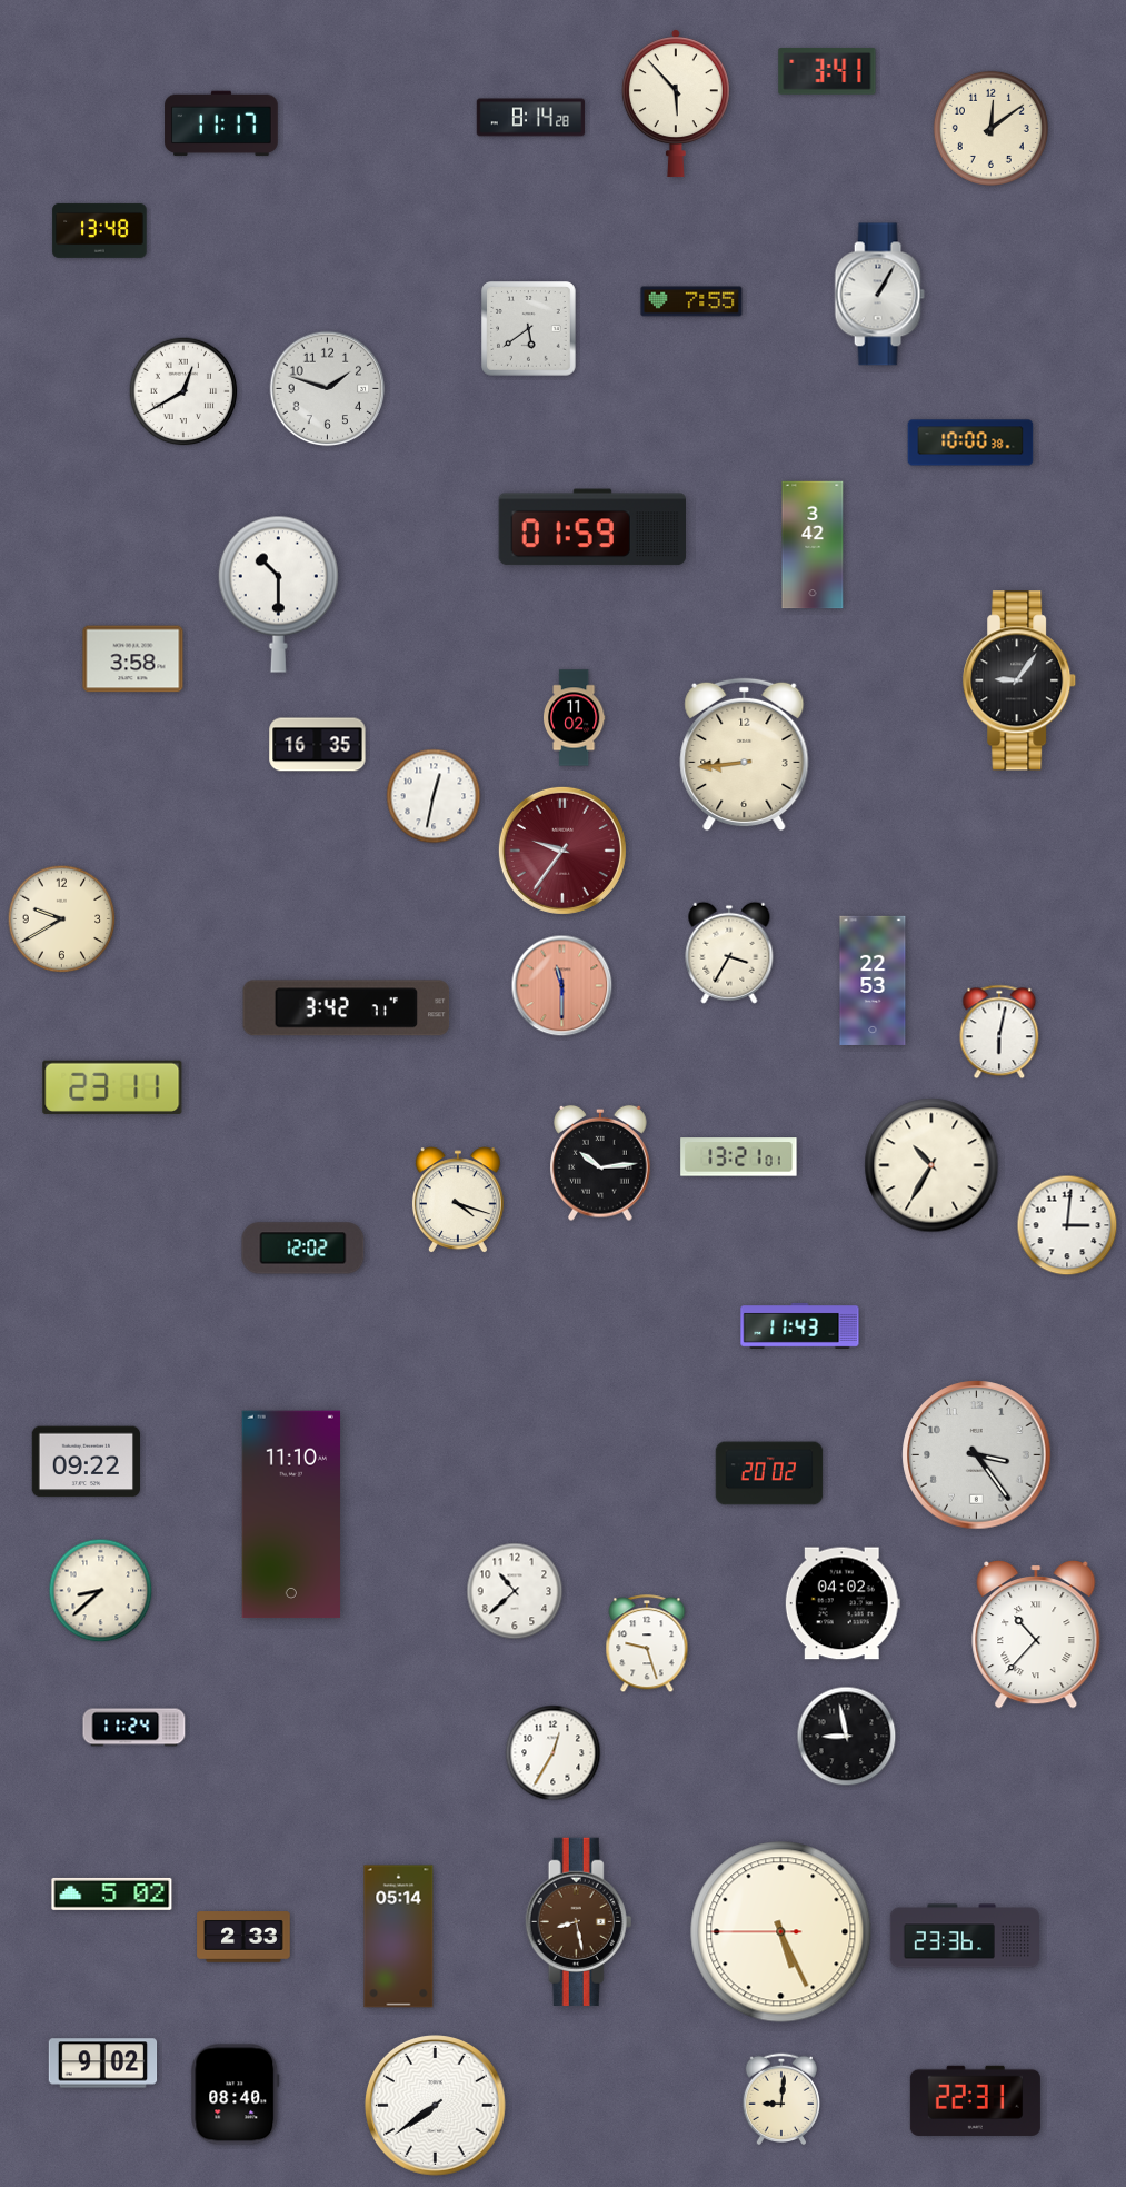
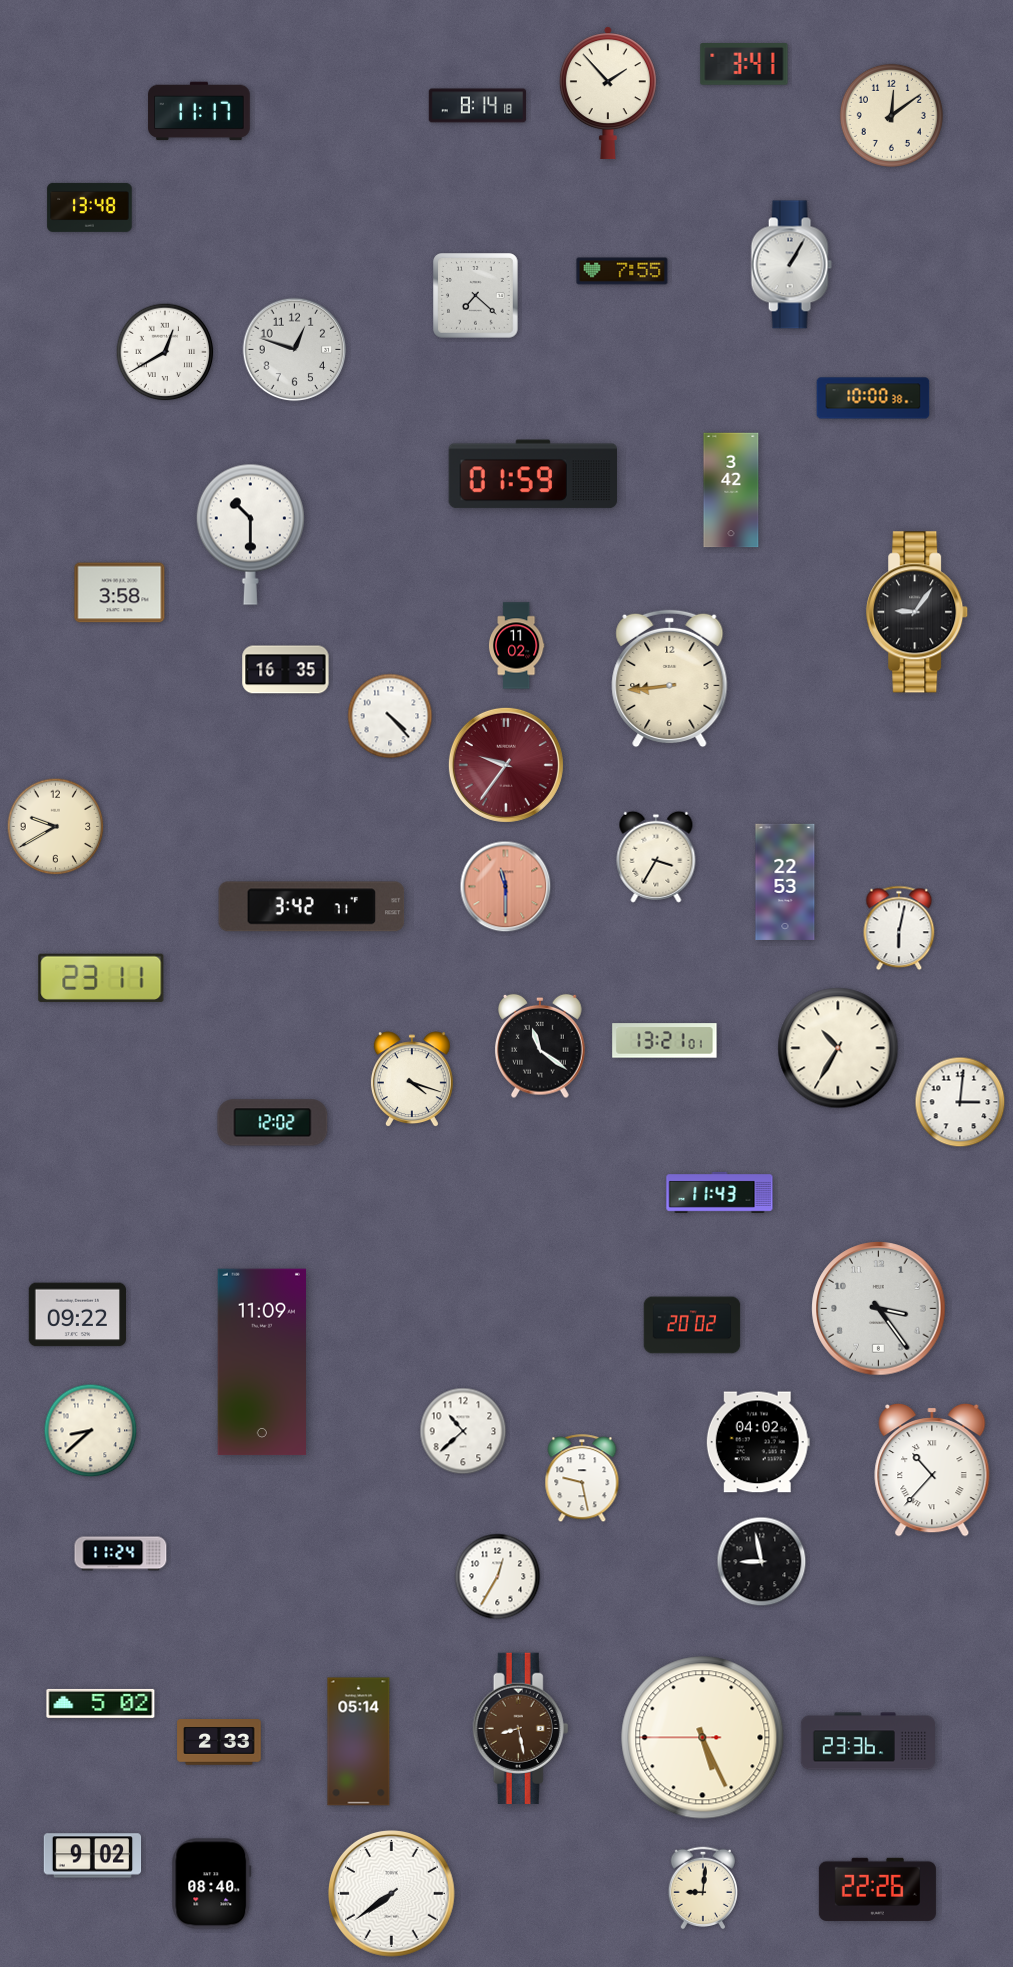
clock at (676, 103): 5:53 -> 1:53
clock at (531, 118): 8:14:28 -> 8:14:18
clock at (529, 329): 5:39 -> 7:22
clock at (328, 389): 1:48 -> 12:48
clock at (434, 796): 12:32 -> 4:23
clock at (601, 1163): 10:14 -> 11:21
clock at (291, 1514): 11:10 -> 11:09
clock at (647, 1644): 9:27 -> 9:28
clock at (975, 2100): 22:31 -> 22:26
